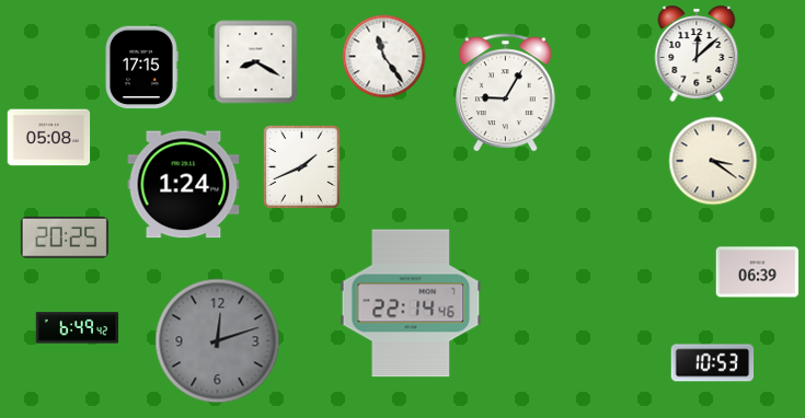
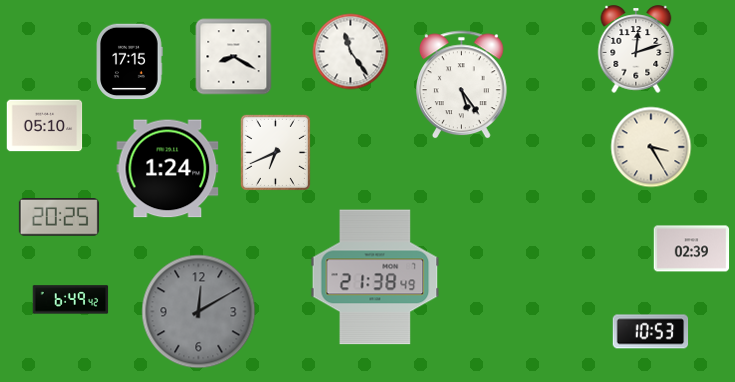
clock at (697, 54): 12:08 -> 12:12
clock at (506, 93): 9:05 -> 5:24
clock at (49, 138): 05:08 -> 05:10
clock at (713, 161): 3:21 -> 3:25
clock at (301, 166): 1:41 -> 6:41
clock at (758, 272): 06:39 -> 02:39
clock at (411, 303): 22:14 -> 21:38
clock at (218, 341): 12:12 -> 12:10
